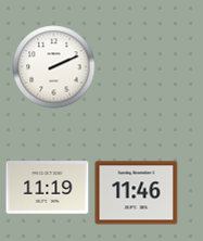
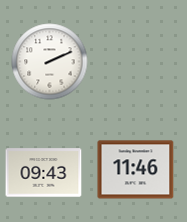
clock at (48, 188): 11:19 -> 09:43
clock at (137, 193) position: (137, 193) -> (136, 170)
